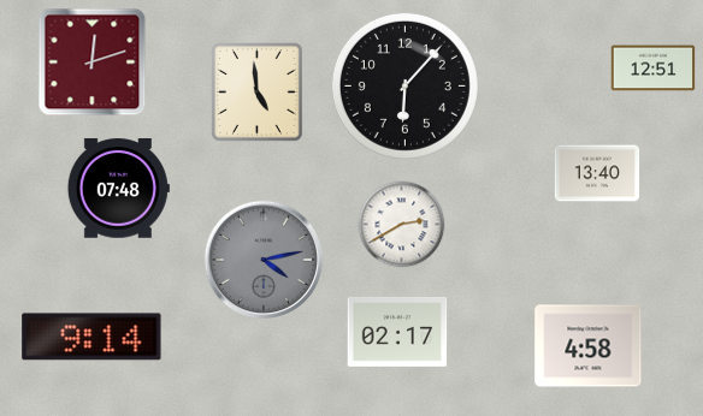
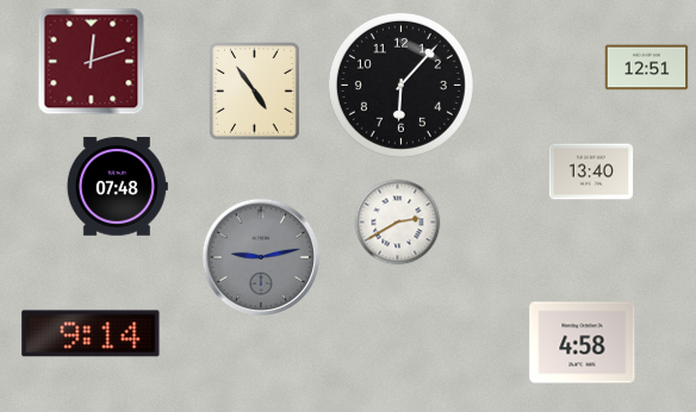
clock at (258, 93): 4:59 -> 4:54
clock at (264, 260): 4:13 -> 9:13
clock at (397, 332): 02:17 -> none
